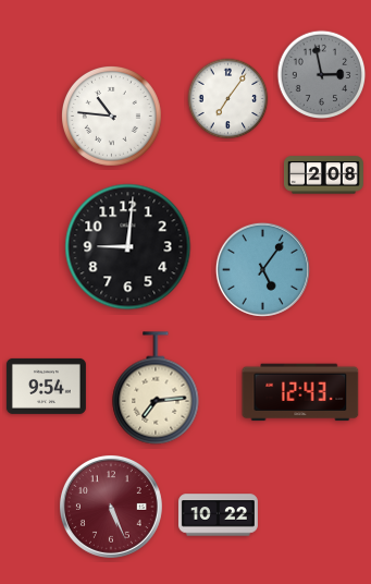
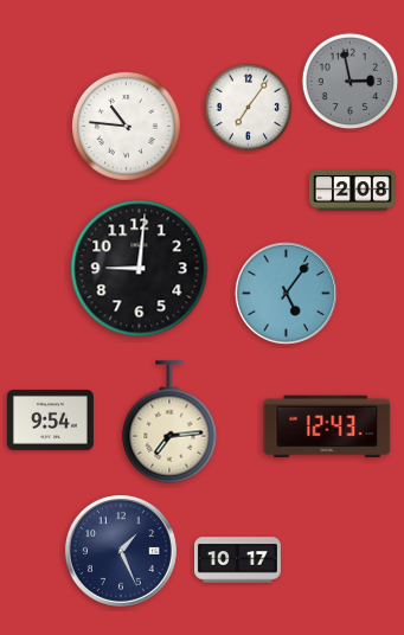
clock at (111, 115) position: (111, 115) -> (126, 126)
clock at (111, 507): 5:26 -> 1:26
clock at (111, 507) dial: burgundy -> navy
clock at (218, 515): 10:22 -> 10:17
